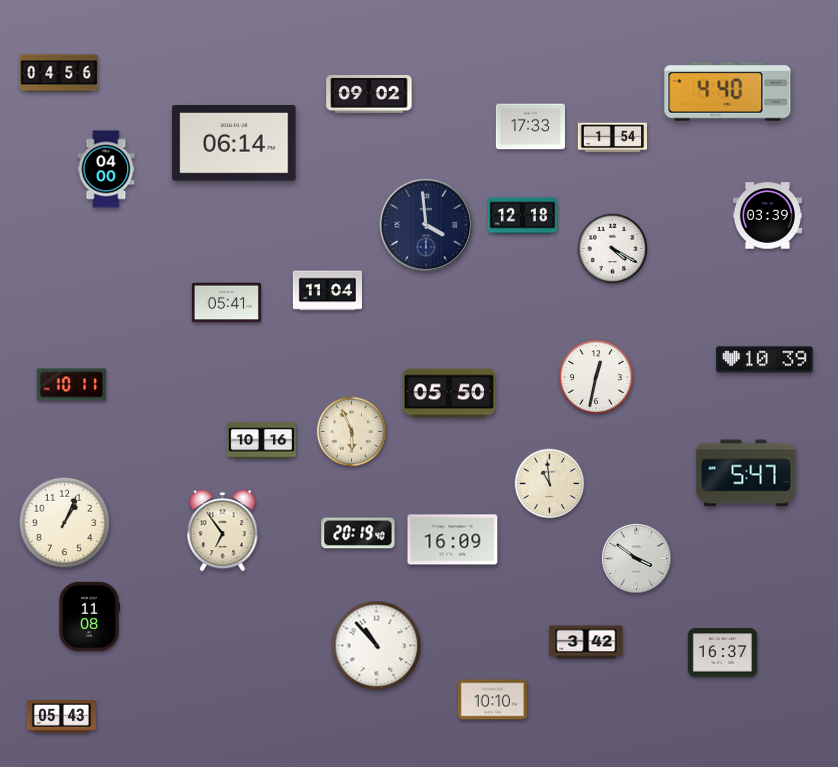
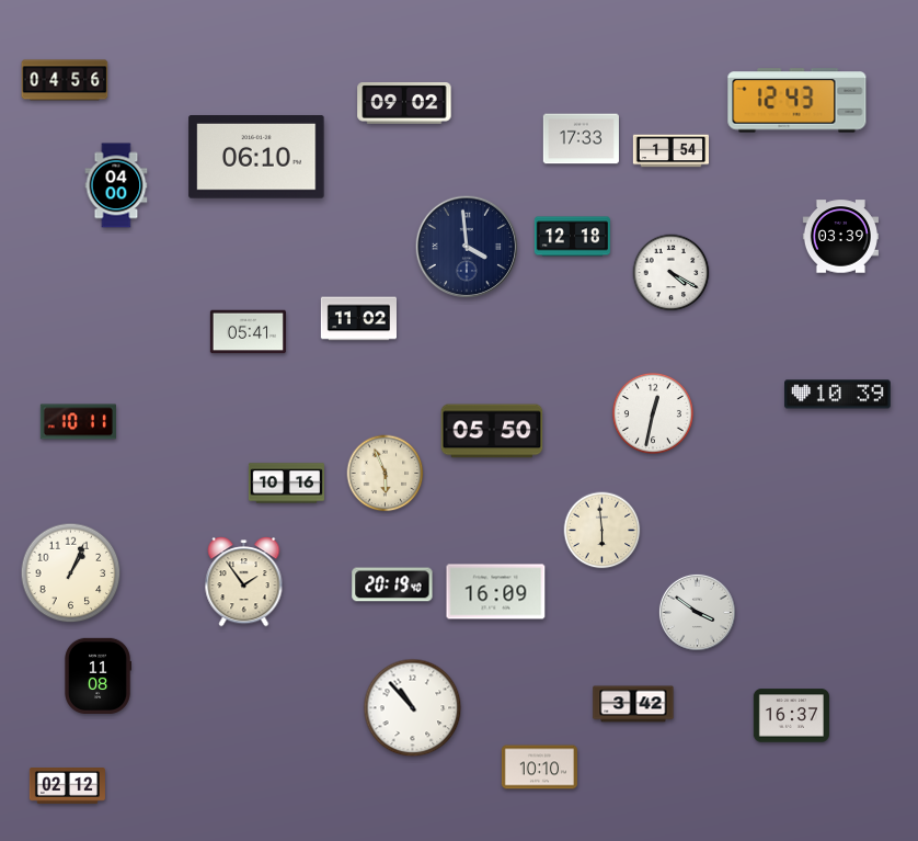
clock at (728, 92): 4:40 -> 12:43
clock at (234, 144): 06:14 -> 06:10
clock at (327, 291): 11:04 -> 11:02
clock at (746, 473): 5:47 -> none
clock at (550, 484): 10:59 -> 5:59
clock at (223, 531): 6:54 -> 1:54
clock at (586, 642) position: (586, 642) -> (633, 704)
clock at (61, 717): 05:43 -> 02:12
